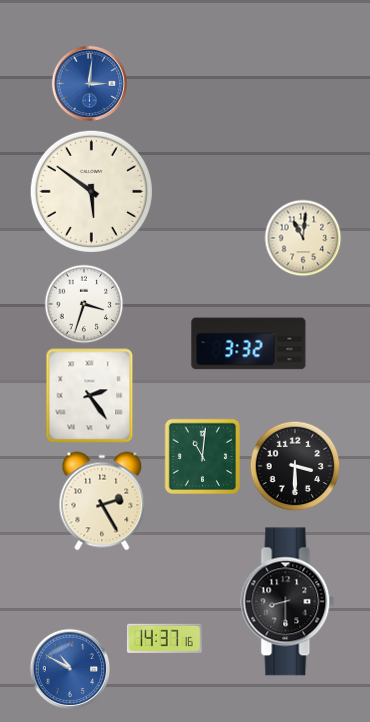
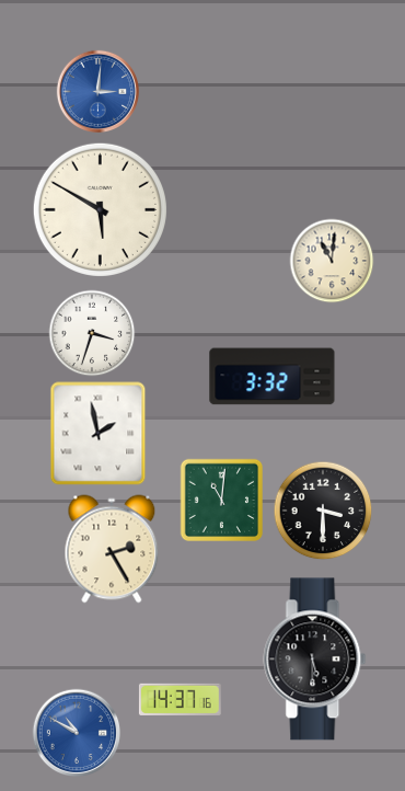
clock at (91, 191): 5:51 -> 5:50
clock at (90, 396): 2:24 -> 1:58
clock at (288, 602): 8:30 -> 5:30
